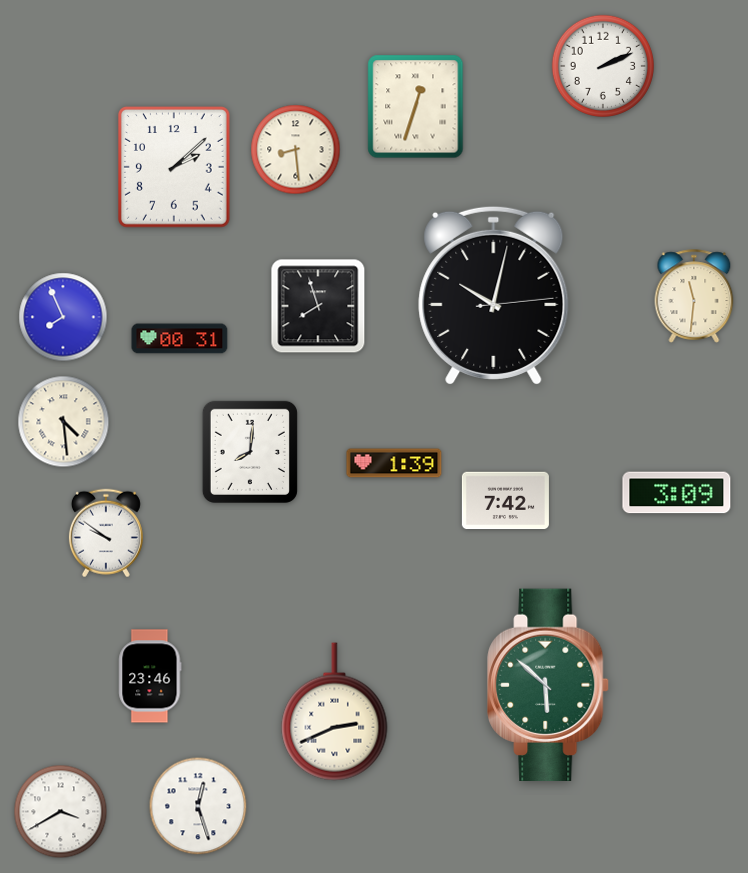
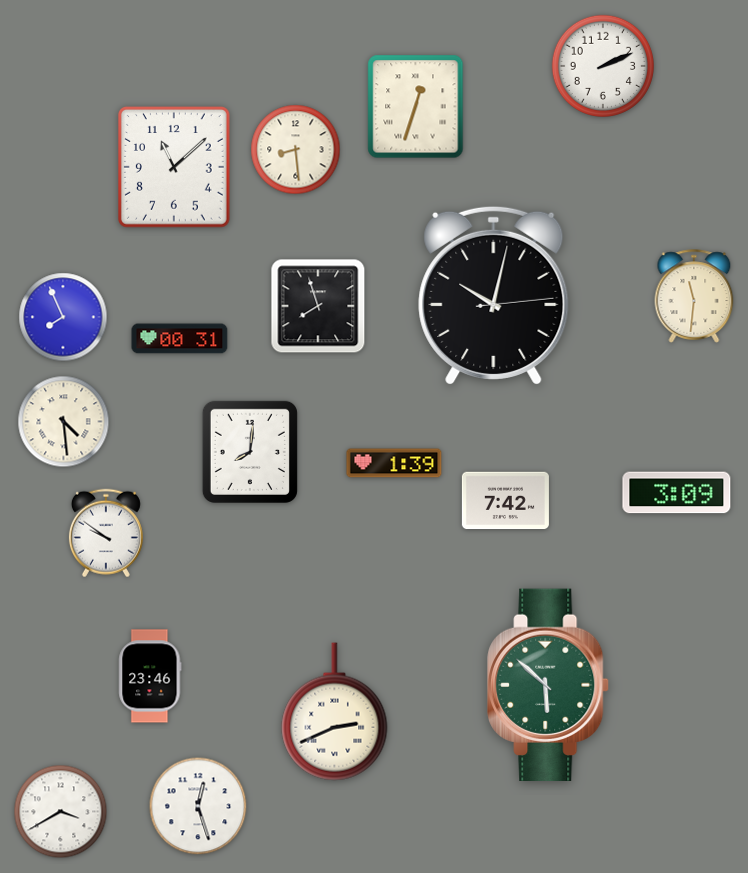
clock at (174, 168): 2:08 -> 11:08
